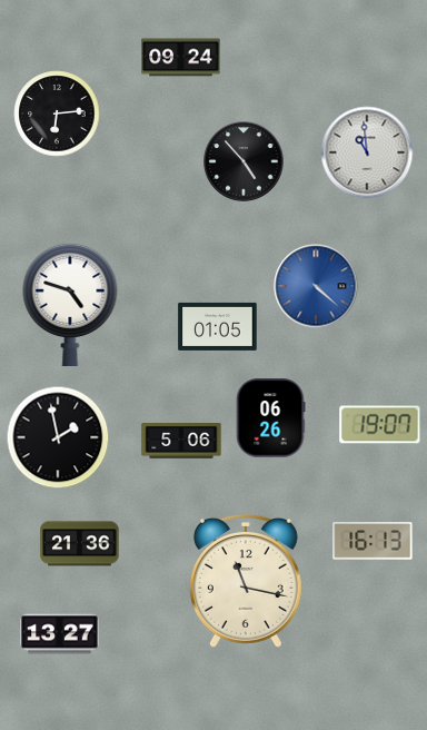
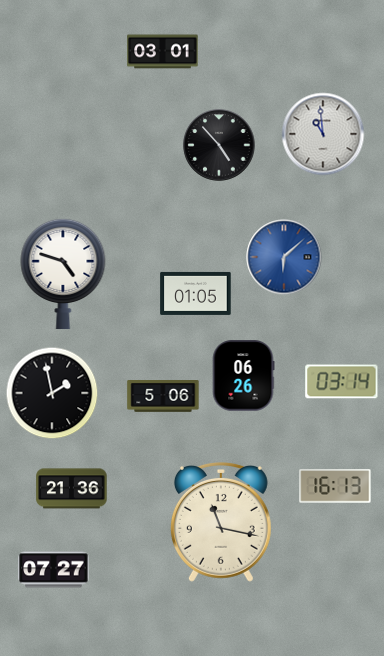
clock at (181, 58): 09:24 -> 03:01
clock at (57, 114): 6:14 -> none
clock at (367, 152) position: (367, 152) -> (323, 134)
clock at (316, 286): 4:22 -> 6:08
clock at (380, 425): 19:07 -> 03:14
clock at (60, 634): 13:27 -> 07:27
